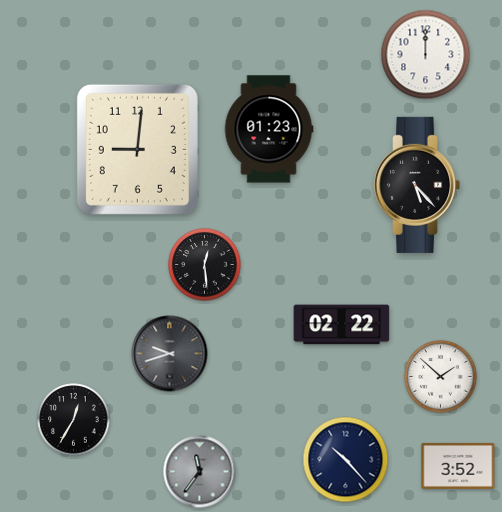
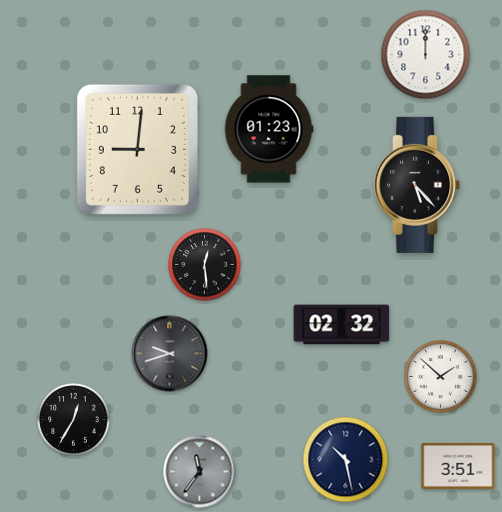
clock at (342, 325): 02:22 -> 02:32
clock at (346, 460): 10:23 -> 10:28
clock at (458, 466): 3:52 -> 3:51
